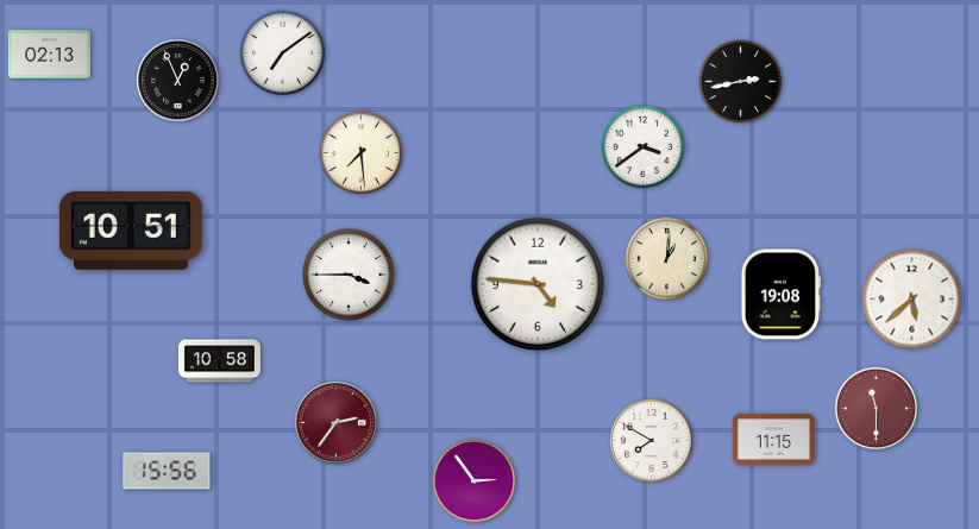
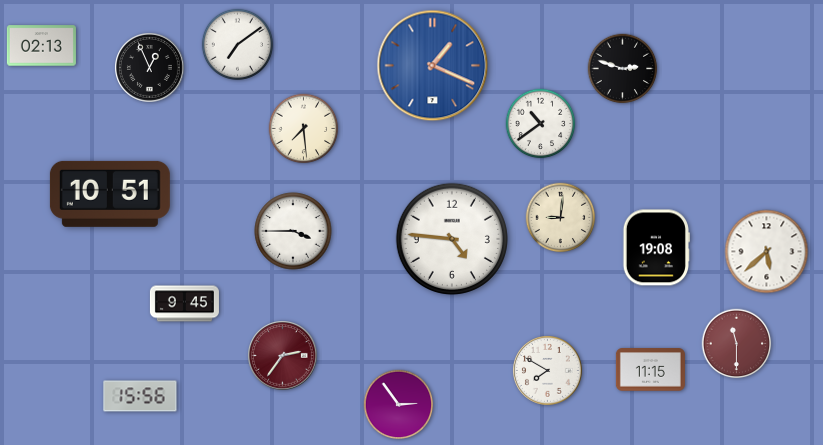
clock at (433, 66): none -> 1:19
clock at (741, 82): 2:43 -> 2:48
clock at (644, 147): 3:39 -> 10:39
clock at (667, 259): 1:01 -> 9:01
clock at (219, 361): 10:58 -> 9:45
